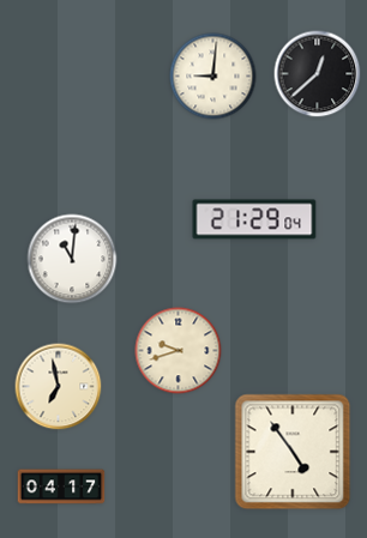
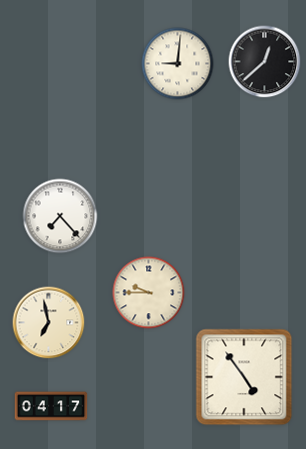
clock at (254, 219): 21:29 -> none
clock at (72, 259): 11:01 -> 7:23
clock at (179, 351): 9:42 -> 9:45
